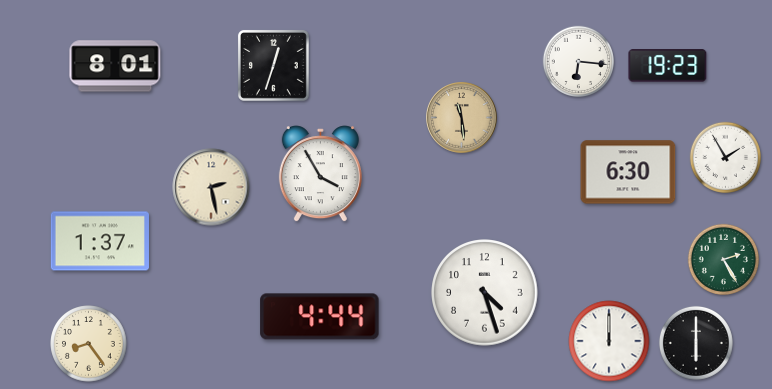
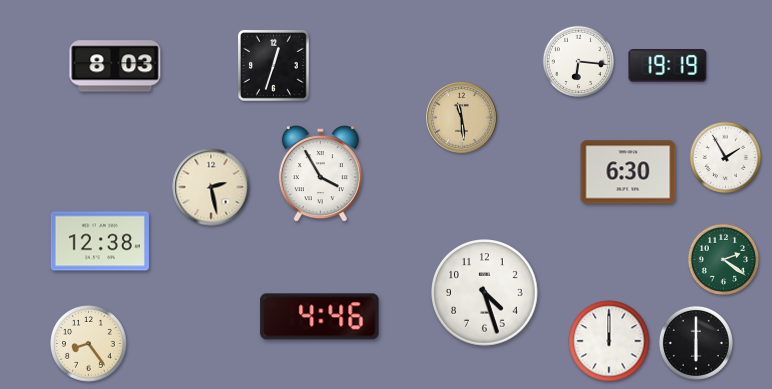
clock at (115, 66): 8:01 -> 8:03
clock at (668, 66): 19:23 -> 19:19
clock at (100, 241): 1:37 -> 12:38
clock at (723, 259): 2:25 -> 2:21
clock at (320, 317): 4:44 -> 4:46
